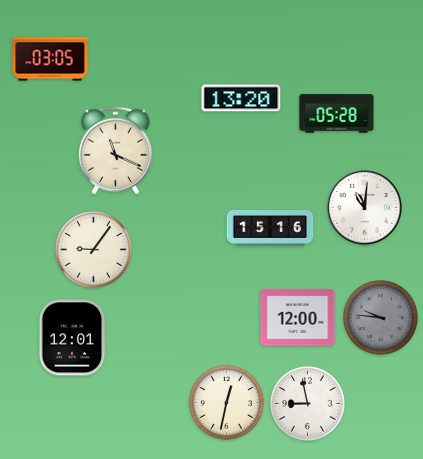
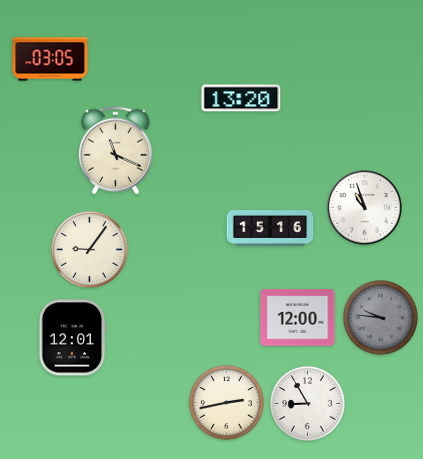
clock at (337, 114): 05:28 -> none
clock at (365, 208): 11:01 -> 10:57
clock at (94, 250) position: (94, 250) -> (90, 250)
clock at (227, 403): 12:32 -> 2:43
clock at (308, 404): 8:58 -> 8:55
